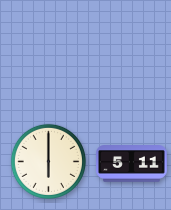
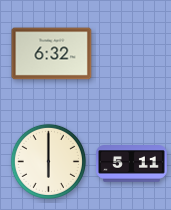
clock at (52, 54): none -> 6:32
